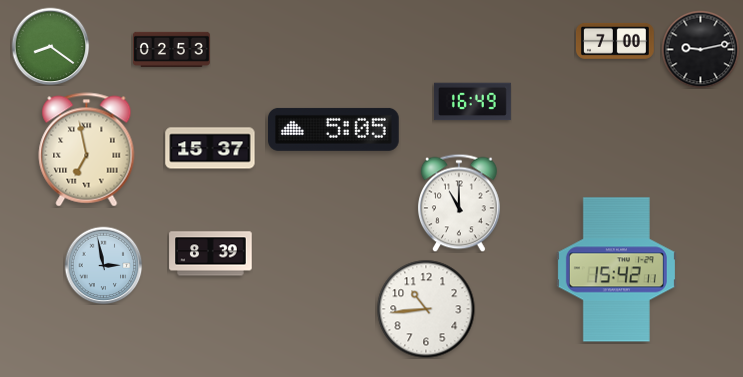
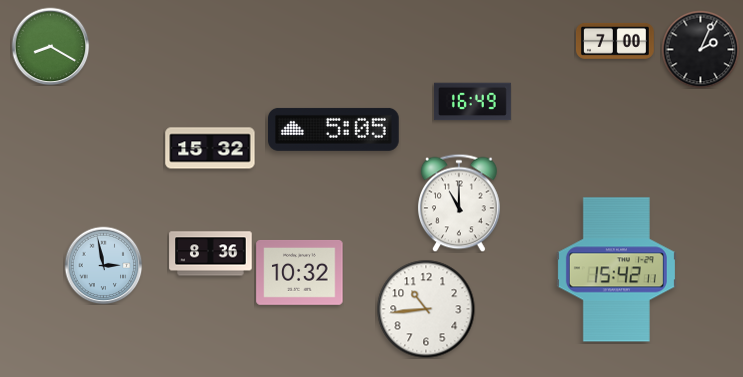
clock at (50, 46): 8:21 -> 8:20
clock at (171, 49): 02:53 -> none
clock at (700, 49): 9:13 -> 2:04
clock at (210, 148): 15:37 -> 15:32
clock at (87, 150): 6:58 -> none
clock at (211, 254): 8:39 -> 8:36
clock at (300, 272): none -> 10:32
